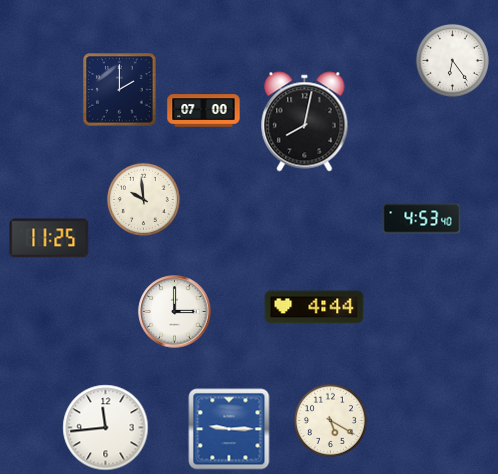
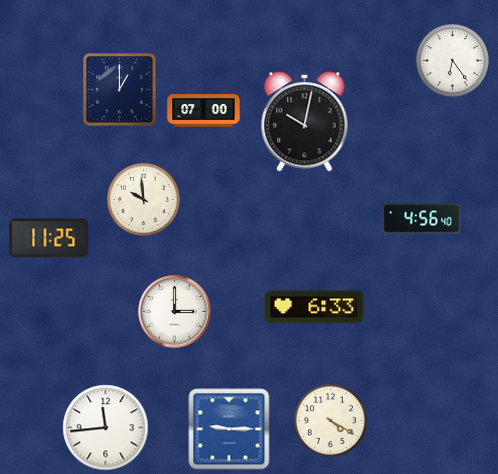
clock at (120, 90): 2:00 -> 1:00
clock at (305, 122): 8:02 -> 10:02
clock at (422, 219): 4:53 -> 4:56
clock at (314, 307): 4:44 -> 6:33
clock at (330, 420): 5:20 -> 4:20
